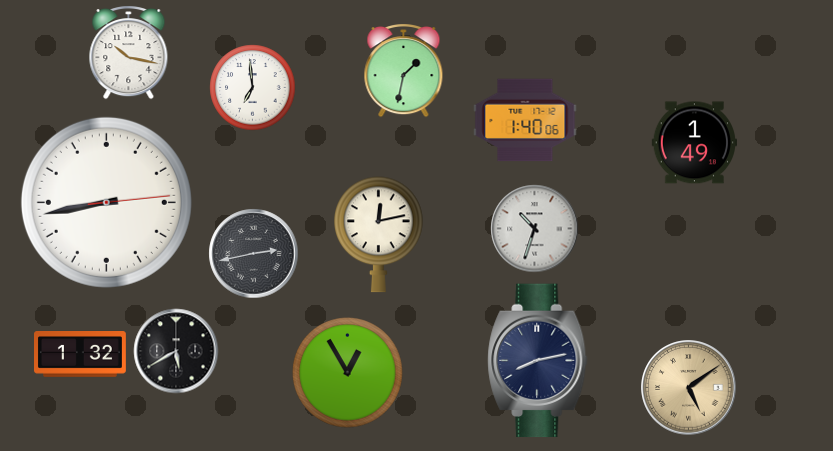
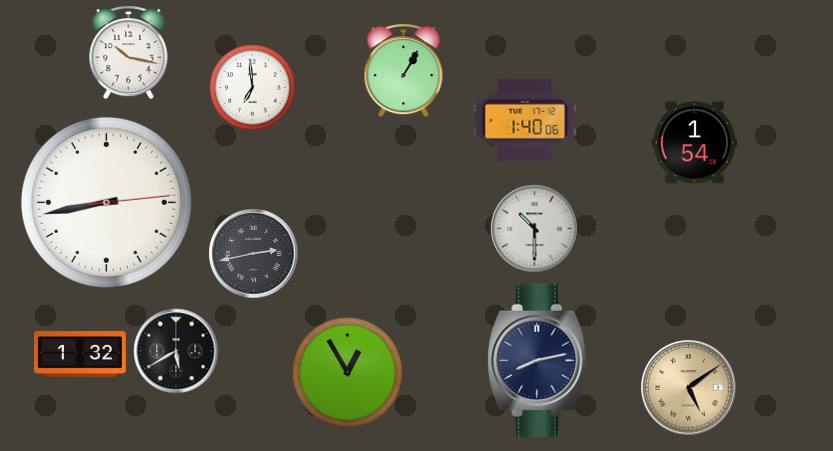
clock at (404, 71): 1:32 -> 1:05
clock at (694, 143): 1:49 -> 1:54
clock at (535, 229): 10:33 -> 10:30
clock at (379, 235): 12:13 -> none
